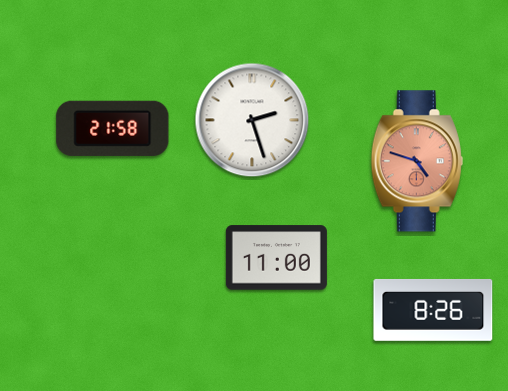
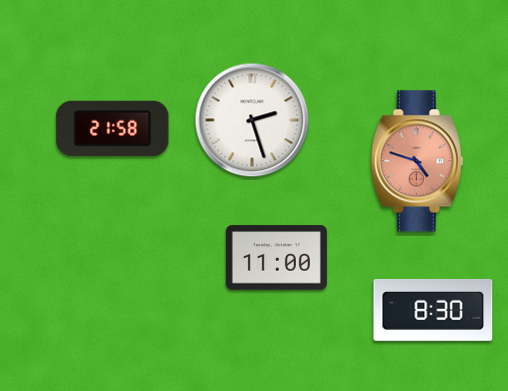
clock at (433, 310): 8:26 -> 8:30
